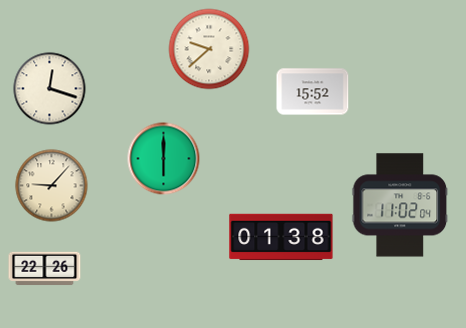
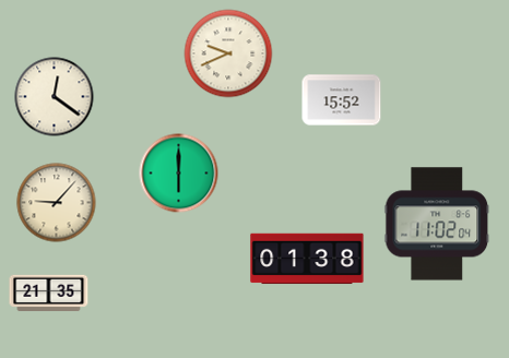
clock at (209, 49): 9:38 -> 9:41
clock at (50, 89): 12:18 -> 12:21
clock at (45, 269): 22:26 -> 21:35
